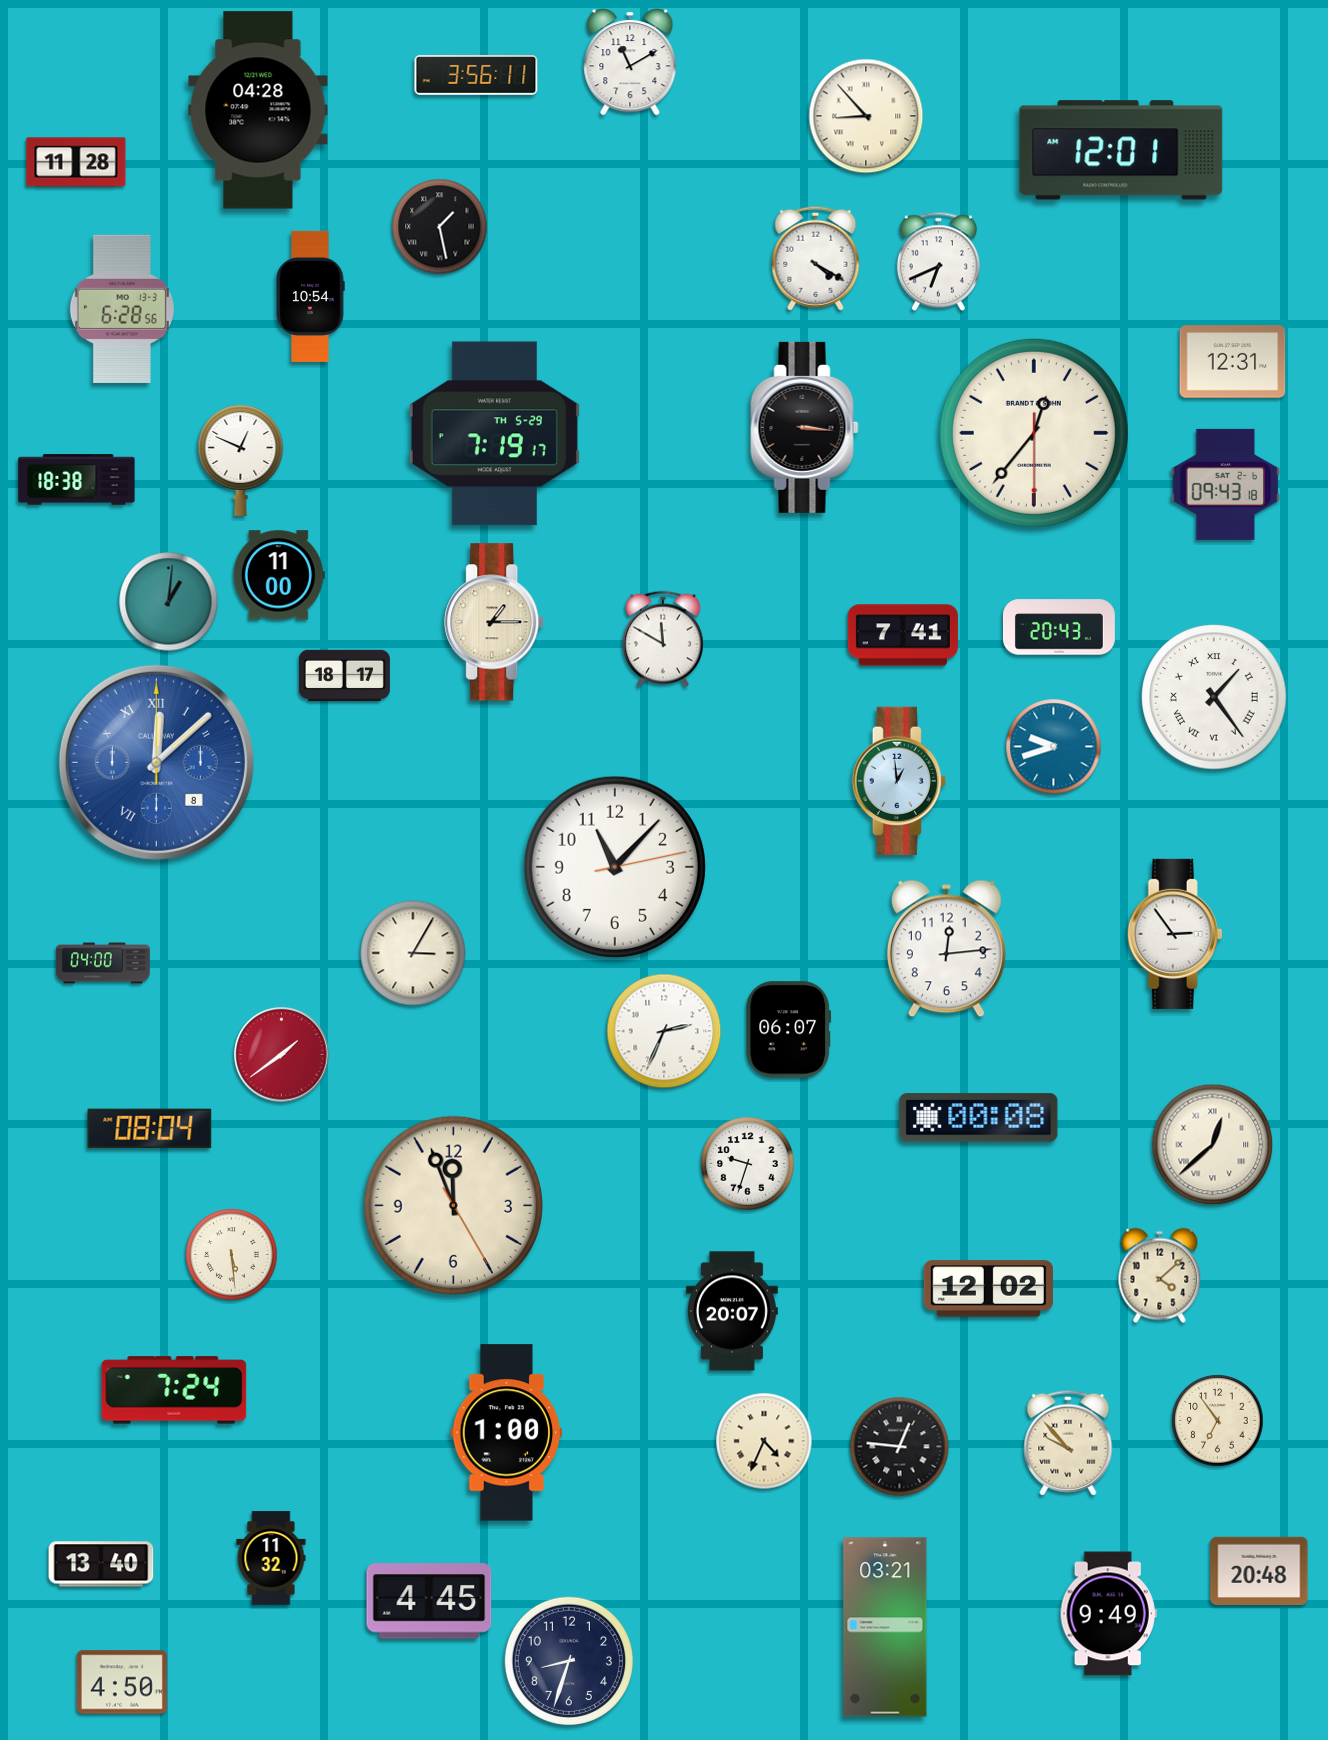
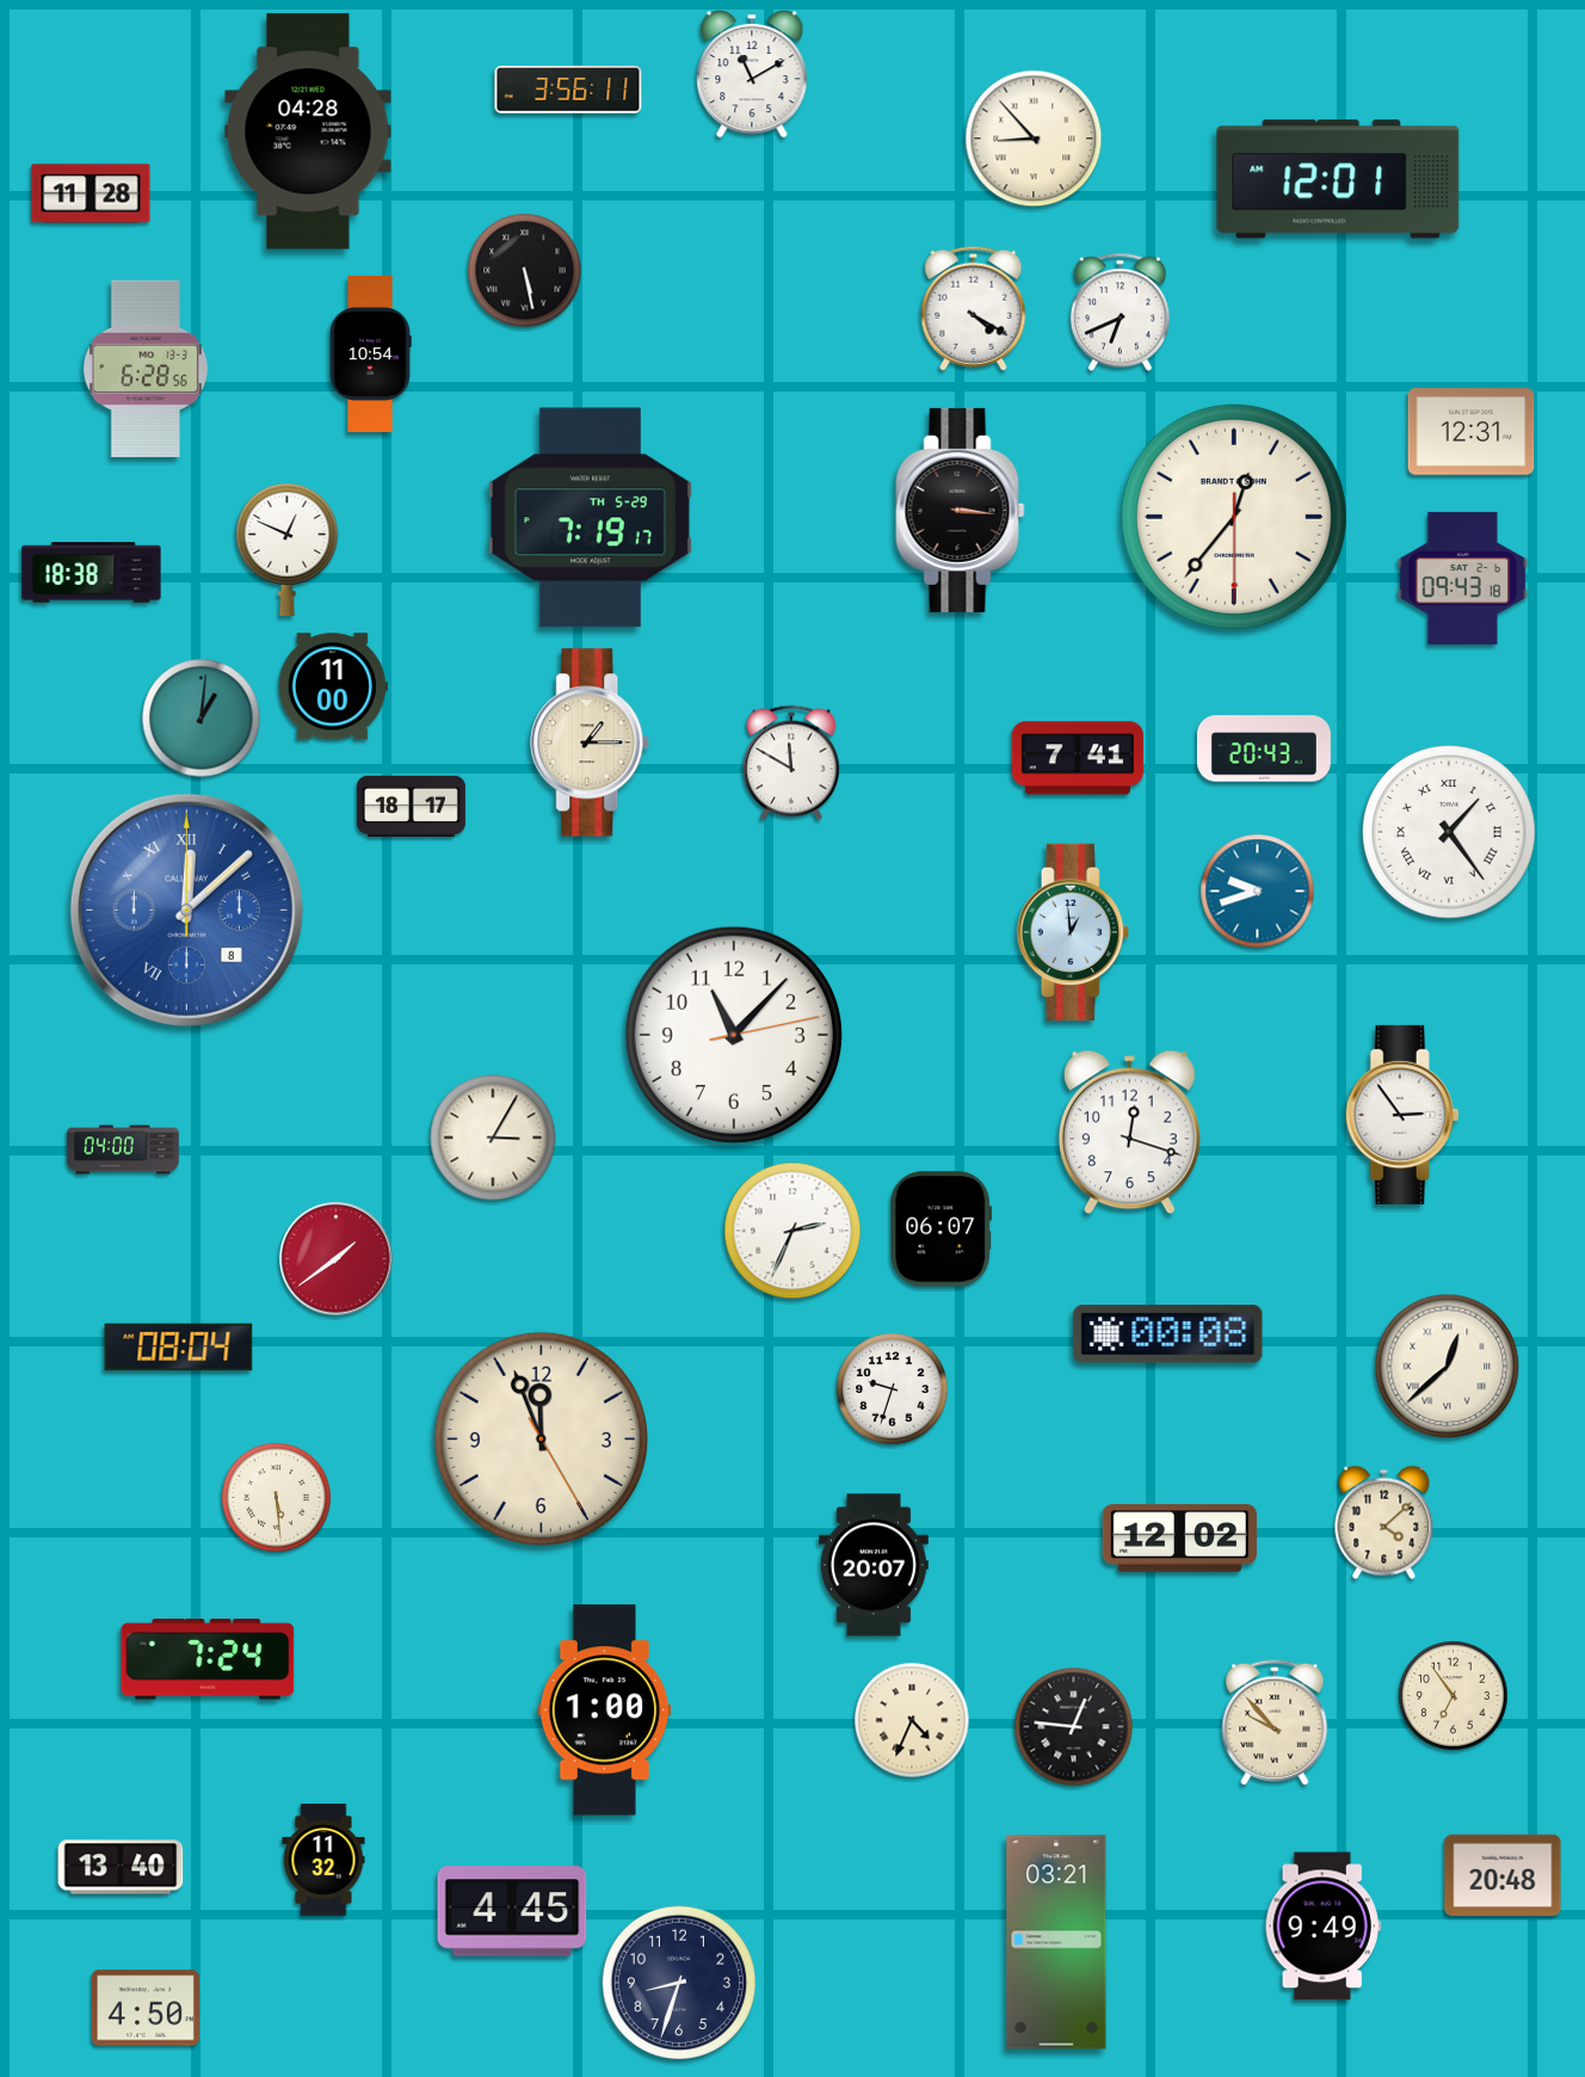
clock at (440, 227): 1:28 -> 5:28
clock at (946, 949): 12:14 -> 12:18
